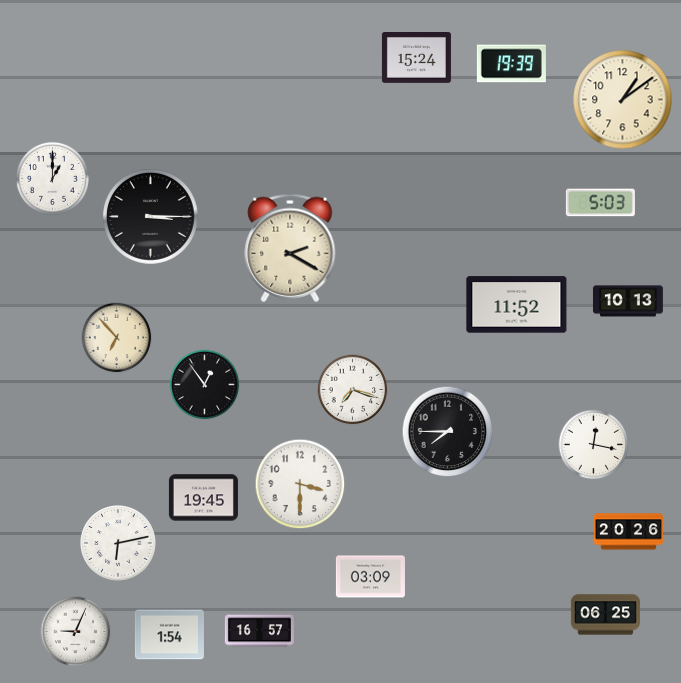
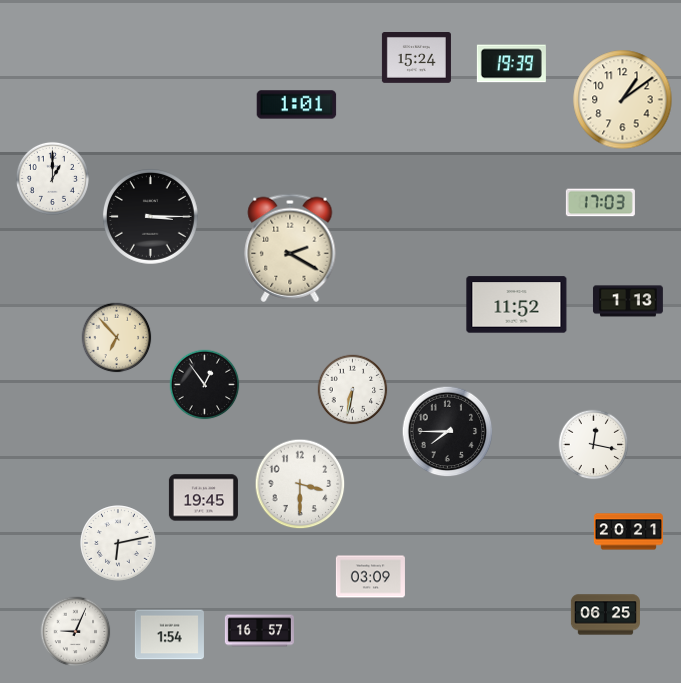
clock at (297, 105): none -> 1:01
clock at (600, 203): 5:03 -> 17:03
clock at (628, 301): 10:13 -> 1:13
clock at (353, 390): 7:18 -> 6:32
clock at (628, 532): 20:26 -> 20:21
